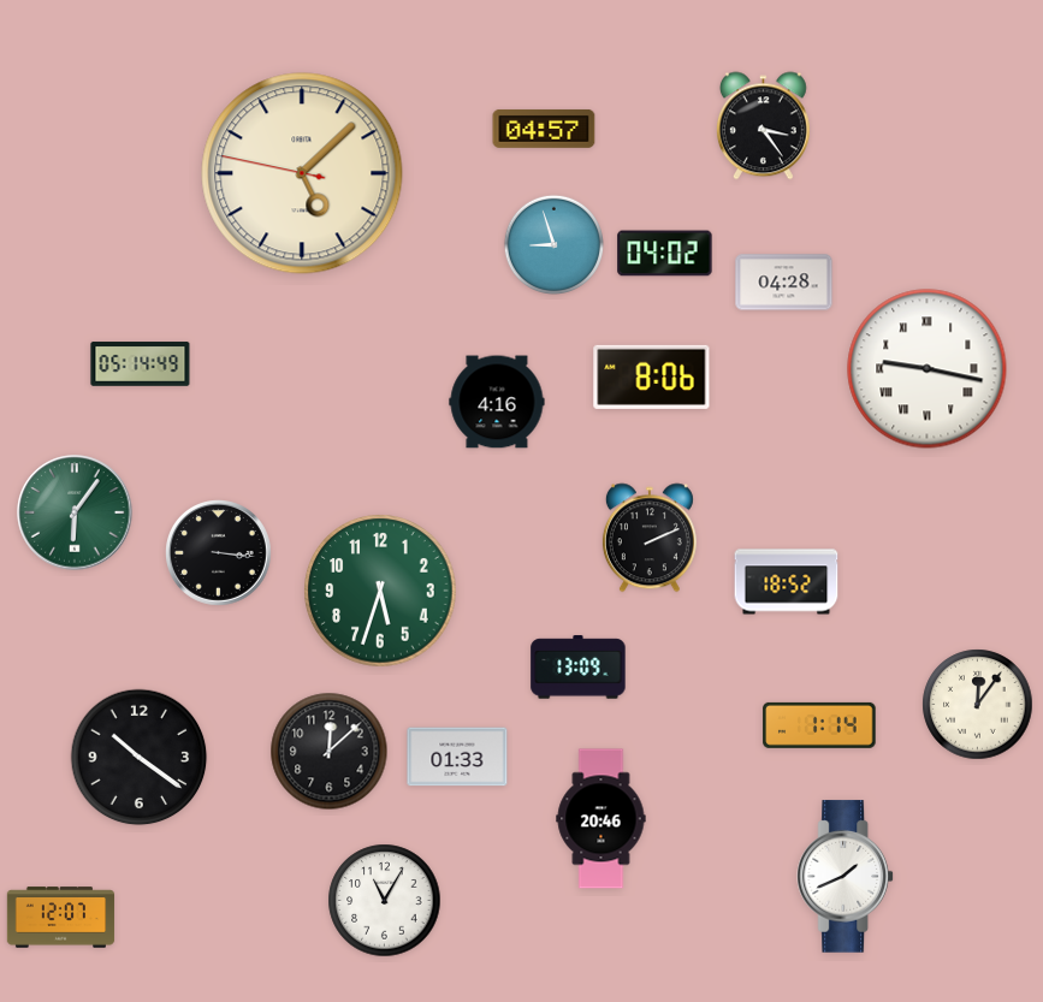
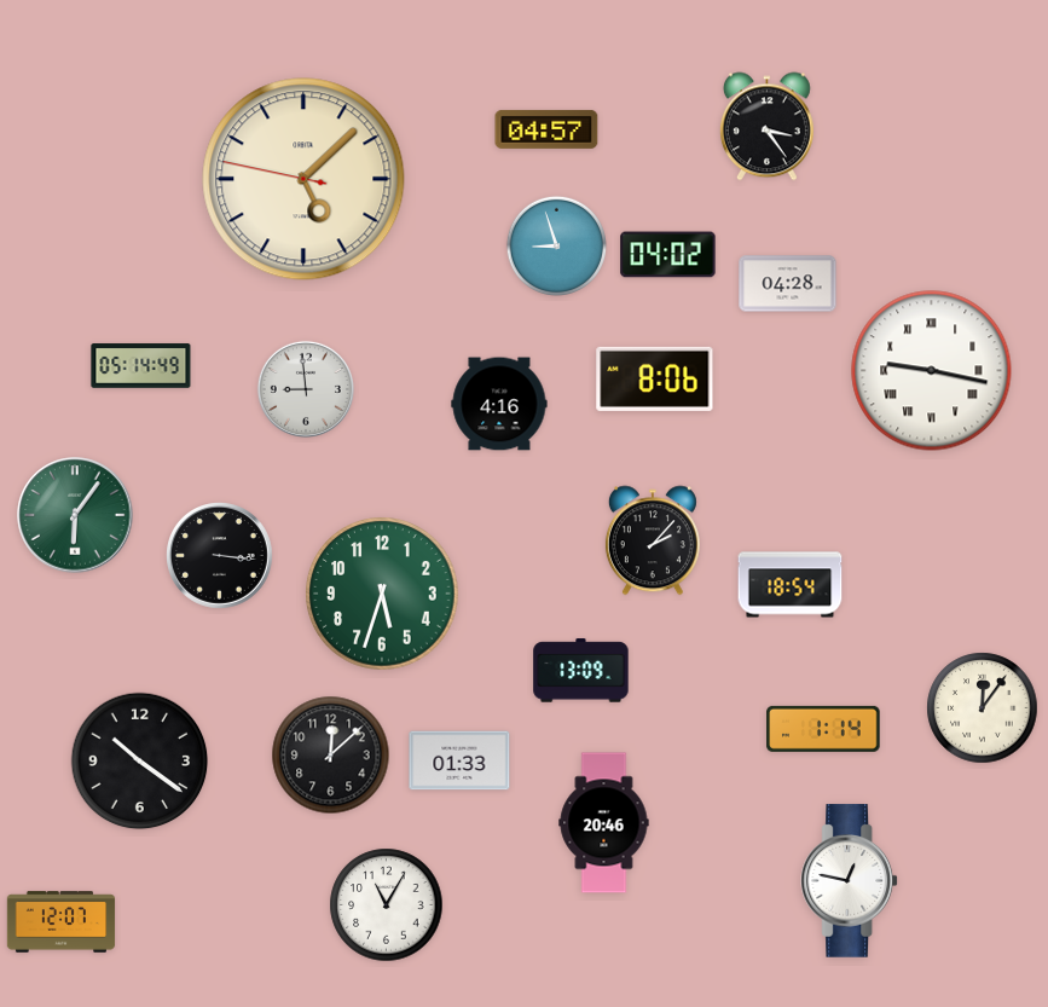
clock at (302, 173) position: (302, 173) -> (303, 179)
clock at (306, 389): none -> 8:59
clock at (650, 538): 2:11 -> 2:07
clock at (787, 582): 18:52 -> 18:54
clock at (846, 877): 1:41 -> 12:47
